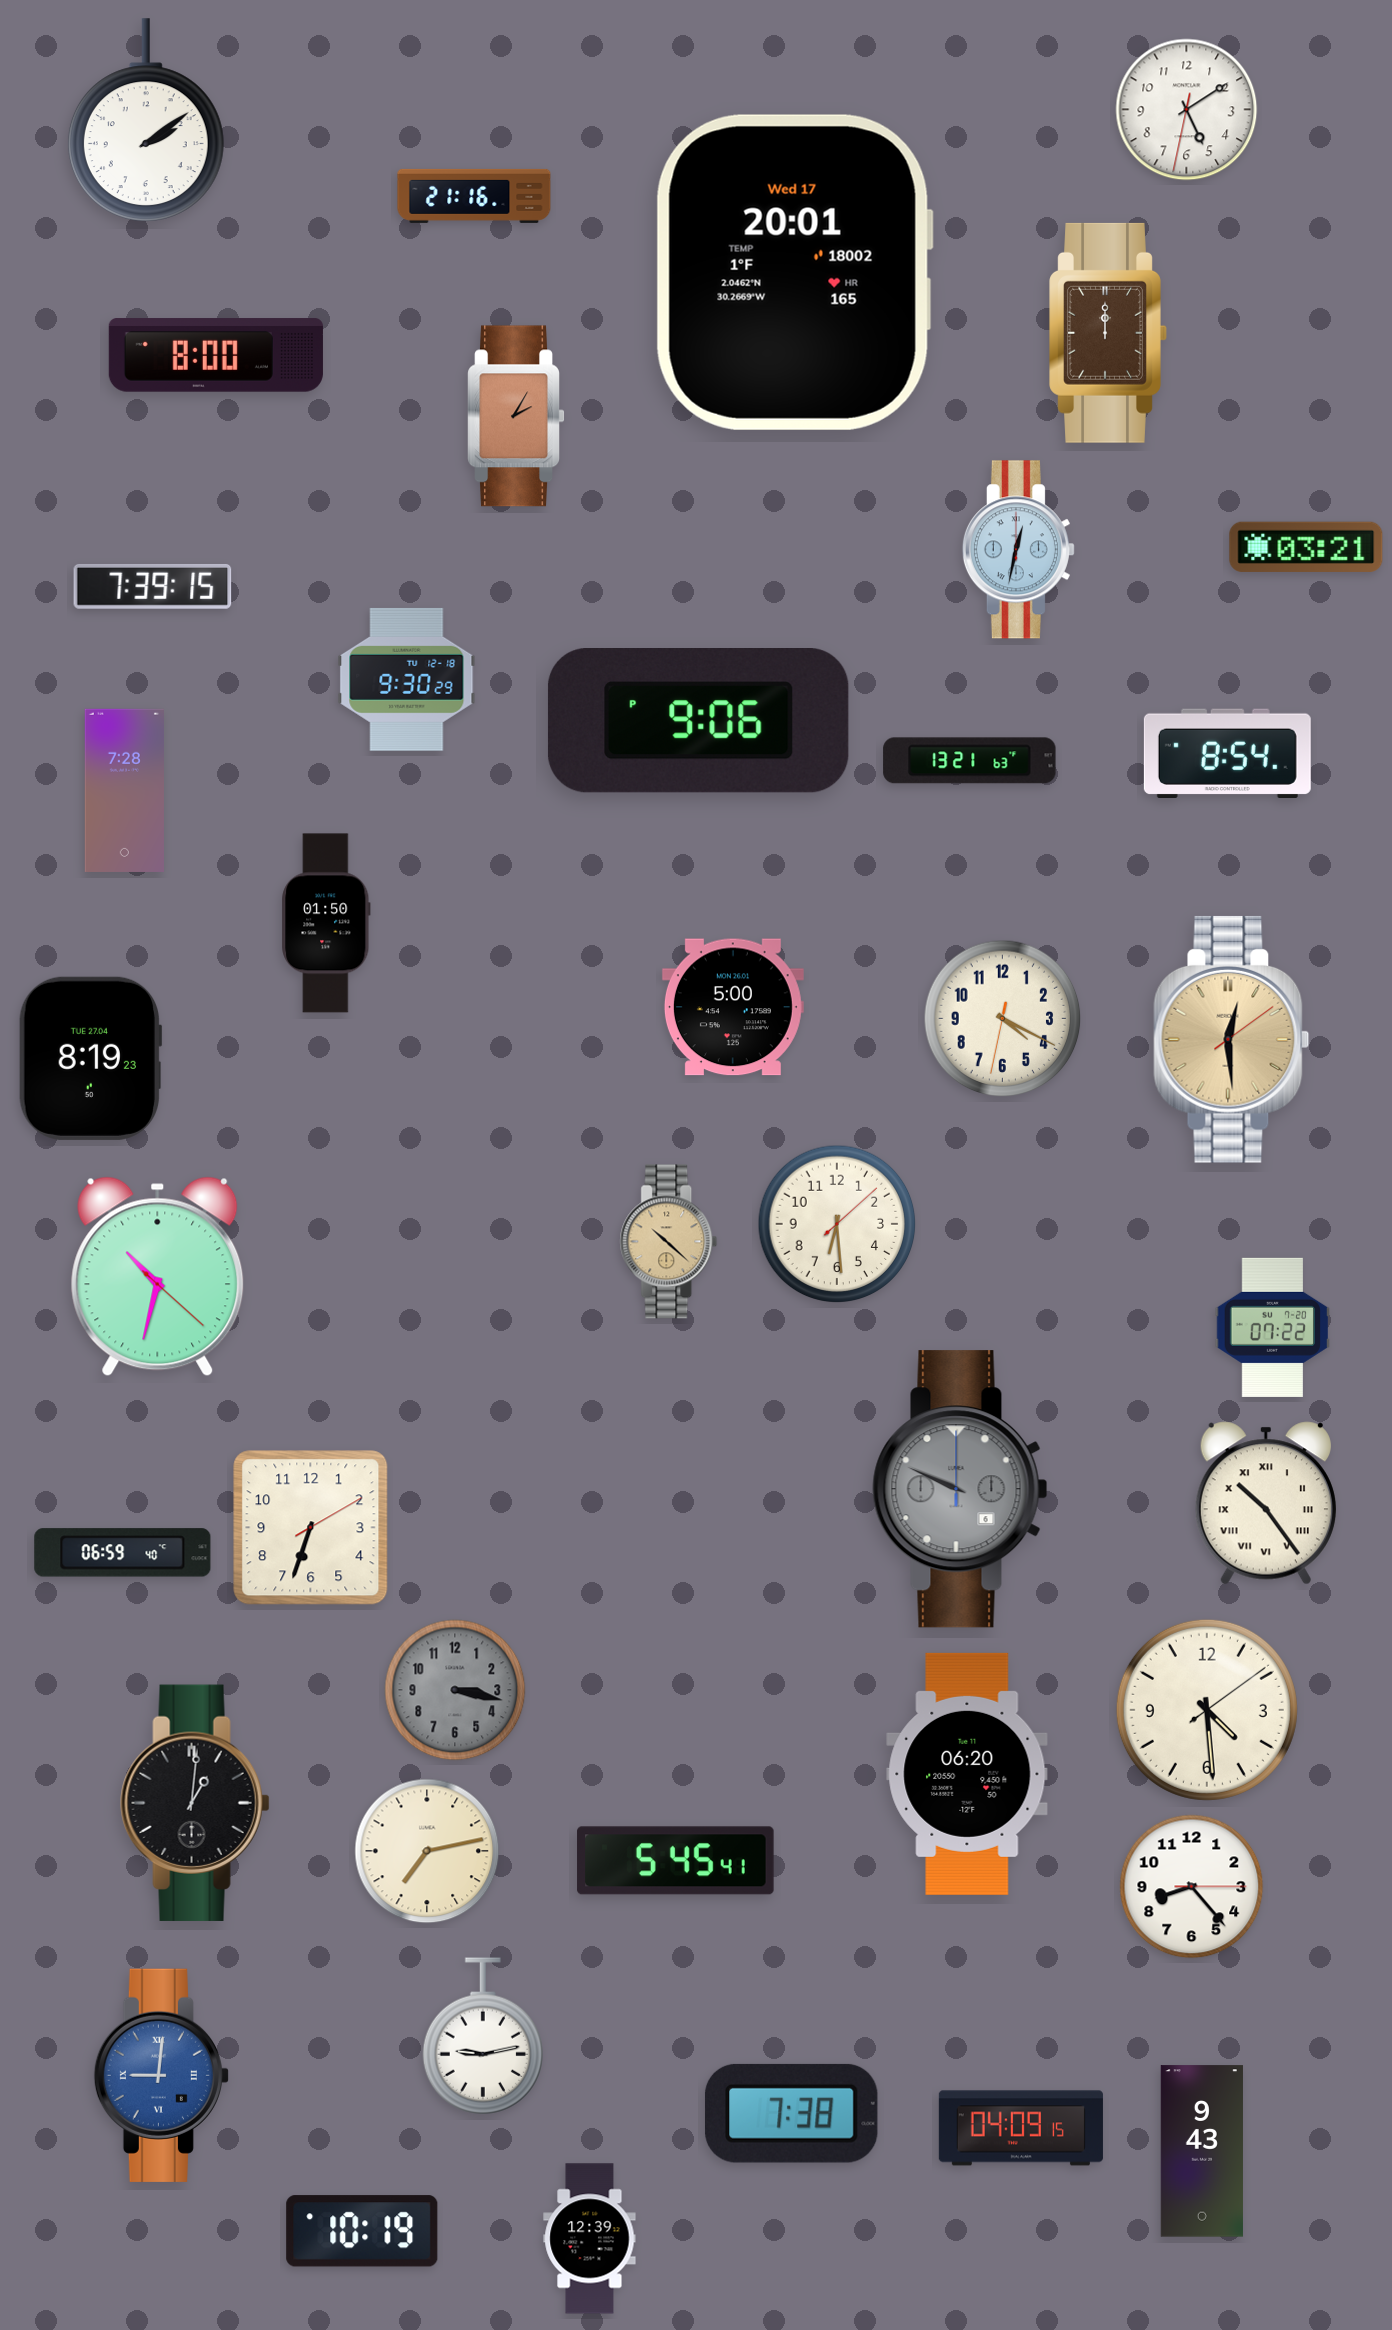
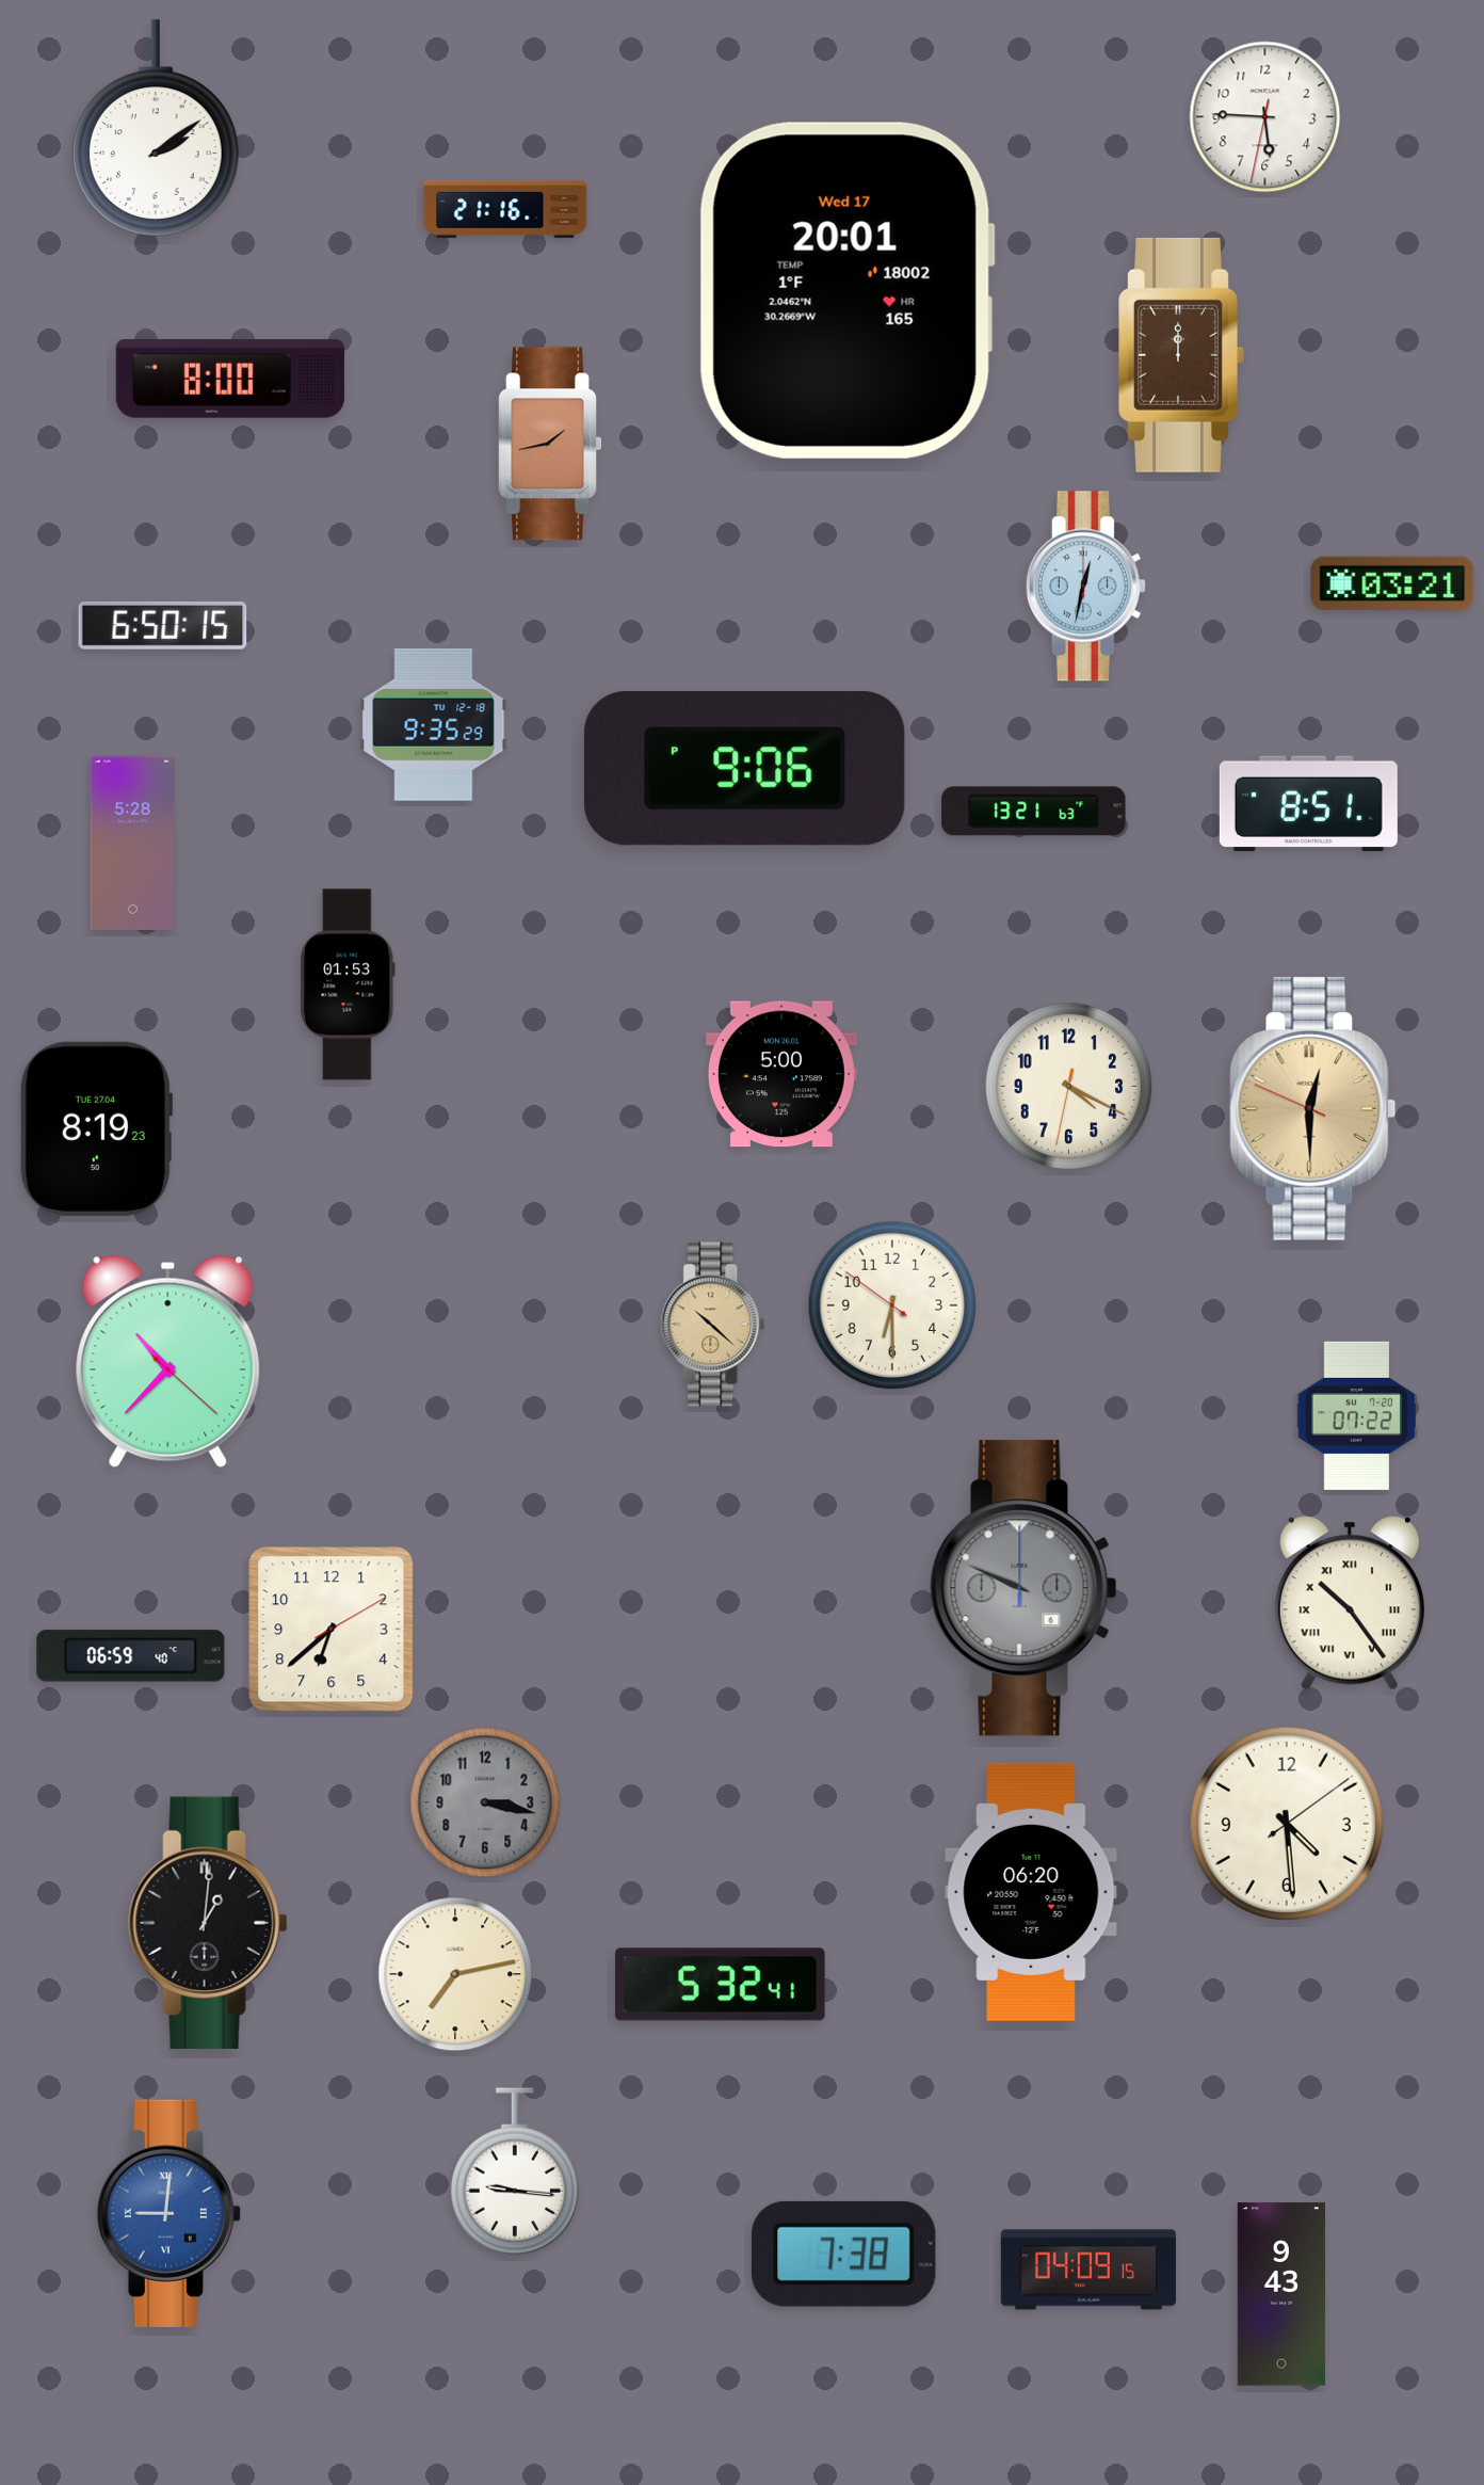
clock at (1187, 110): 5:09 -> 5:45
clock at (516, 416): 2:05 -> 1:43
clock at (153, 586): 7:39 -> 6:50
clock at (407, 679): 9:30 -> 9:35
clock at (1227, 753): 8:54 -> 8:51
clock at (124, 790): 7:28 -> 5:28
clock at (326, 923): 01:50 -> 01:53
clock at (1232, 1039): 12:29:09 -> 12:29:49
clock at (837, 1224): 6:29:08 -> 6:29:51
clock at (158, 1277): 10:32 -> 10:37
clock at (311, 1528): 6:33 -> 6:38
clock at (676, 1861): 5:45 -> 5:32
clock at (1192, 1887): 8:23 -> none
clock at (482, 2036): 9:13 -> 9:16
clock at (161, 2075) position: (161, 2075) -> (168, 2213)
clock at (362, 2231): 10:19 -> none
clock at (590, 2239): 12:39 -> none
